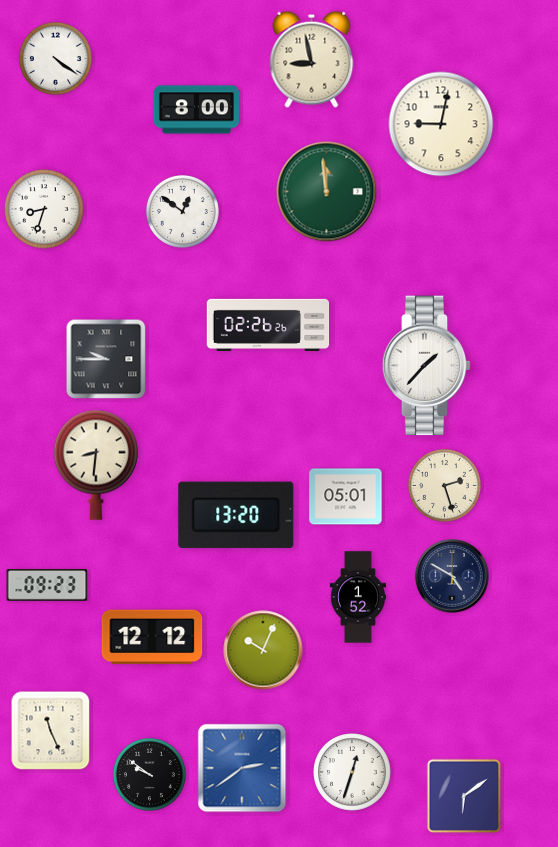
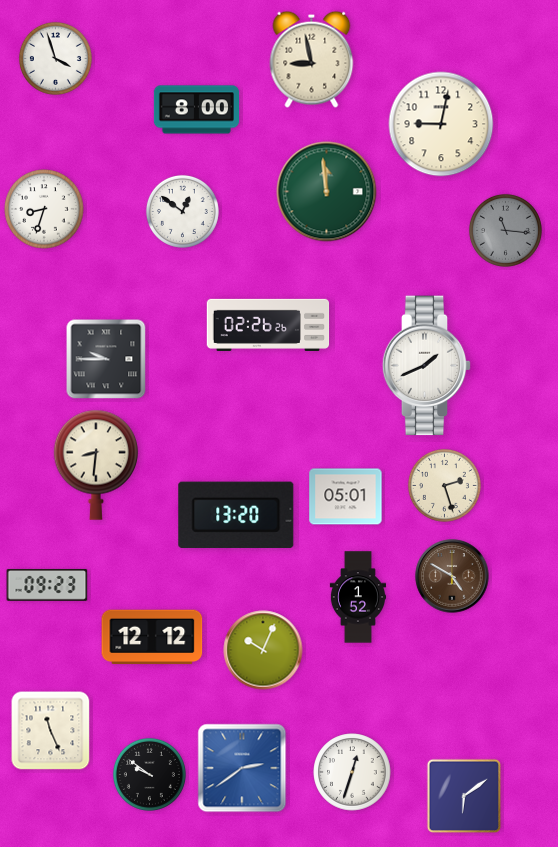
clock at (55, 58): 4:21 -> 3:57
clock at (505, 230): none -> 11:16
clock at (427, 366): 1:37 -> 1:41
clock at (452, 576) dial: navy -> brown
